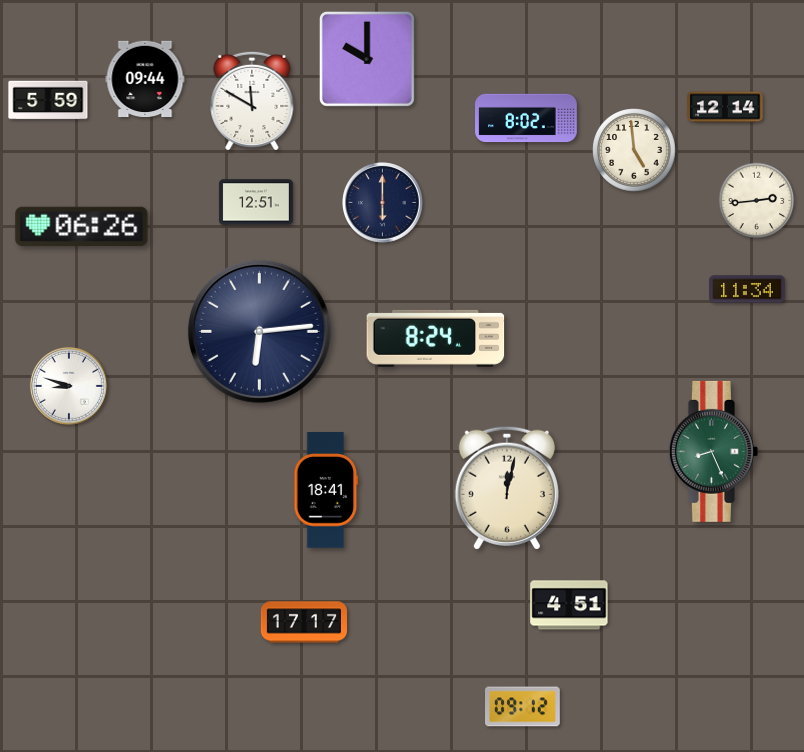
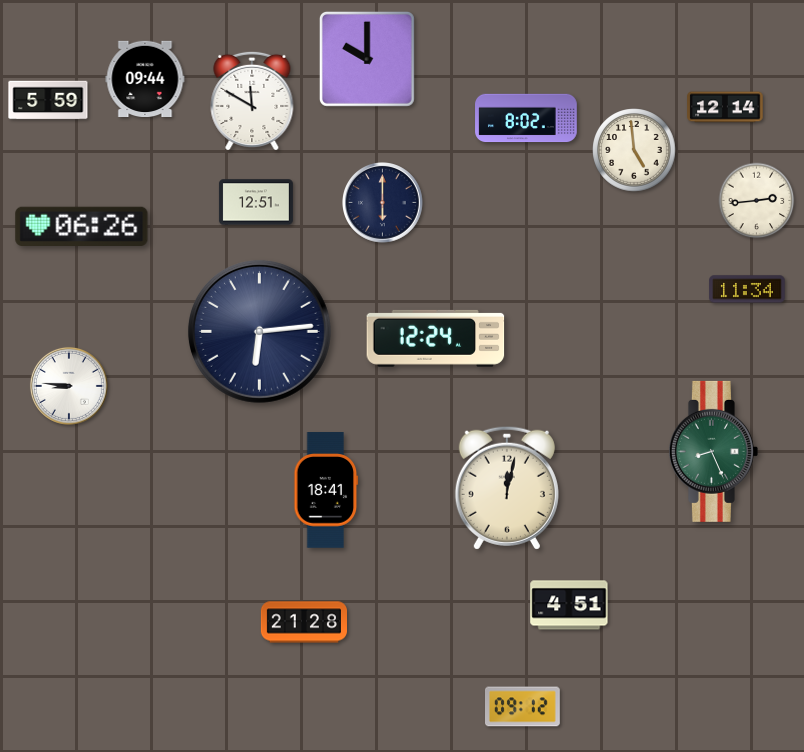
clock at (436, 338): 8:24 -> 12:24
clock at (69, 386): 8:48 -> 8:46
clock at (303, 622): 17:17 -> 21:28
